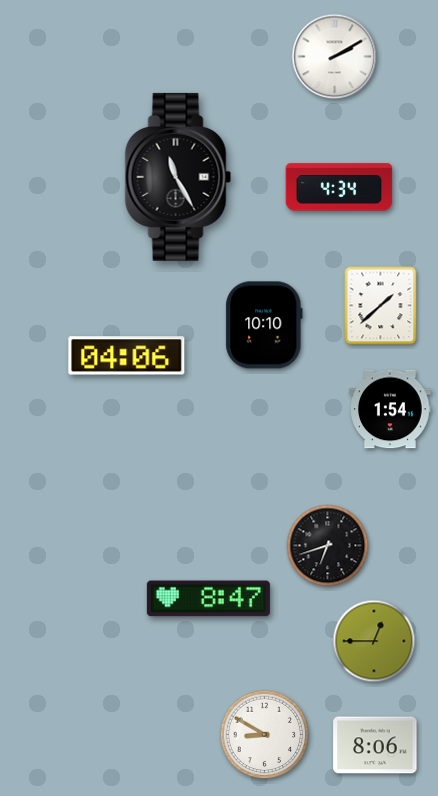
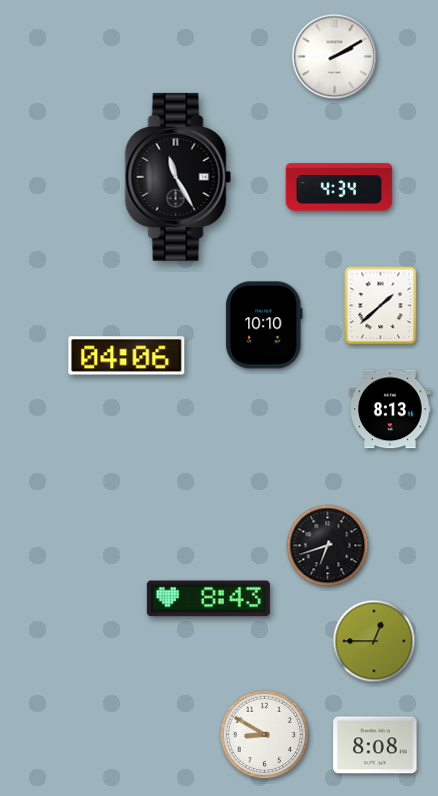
clock at (390, 409): 1:54 -> 8:13
clock at (208, 599): 8:47 -> 8:43
clock at (375, 745): 8:06 -> 8:08
